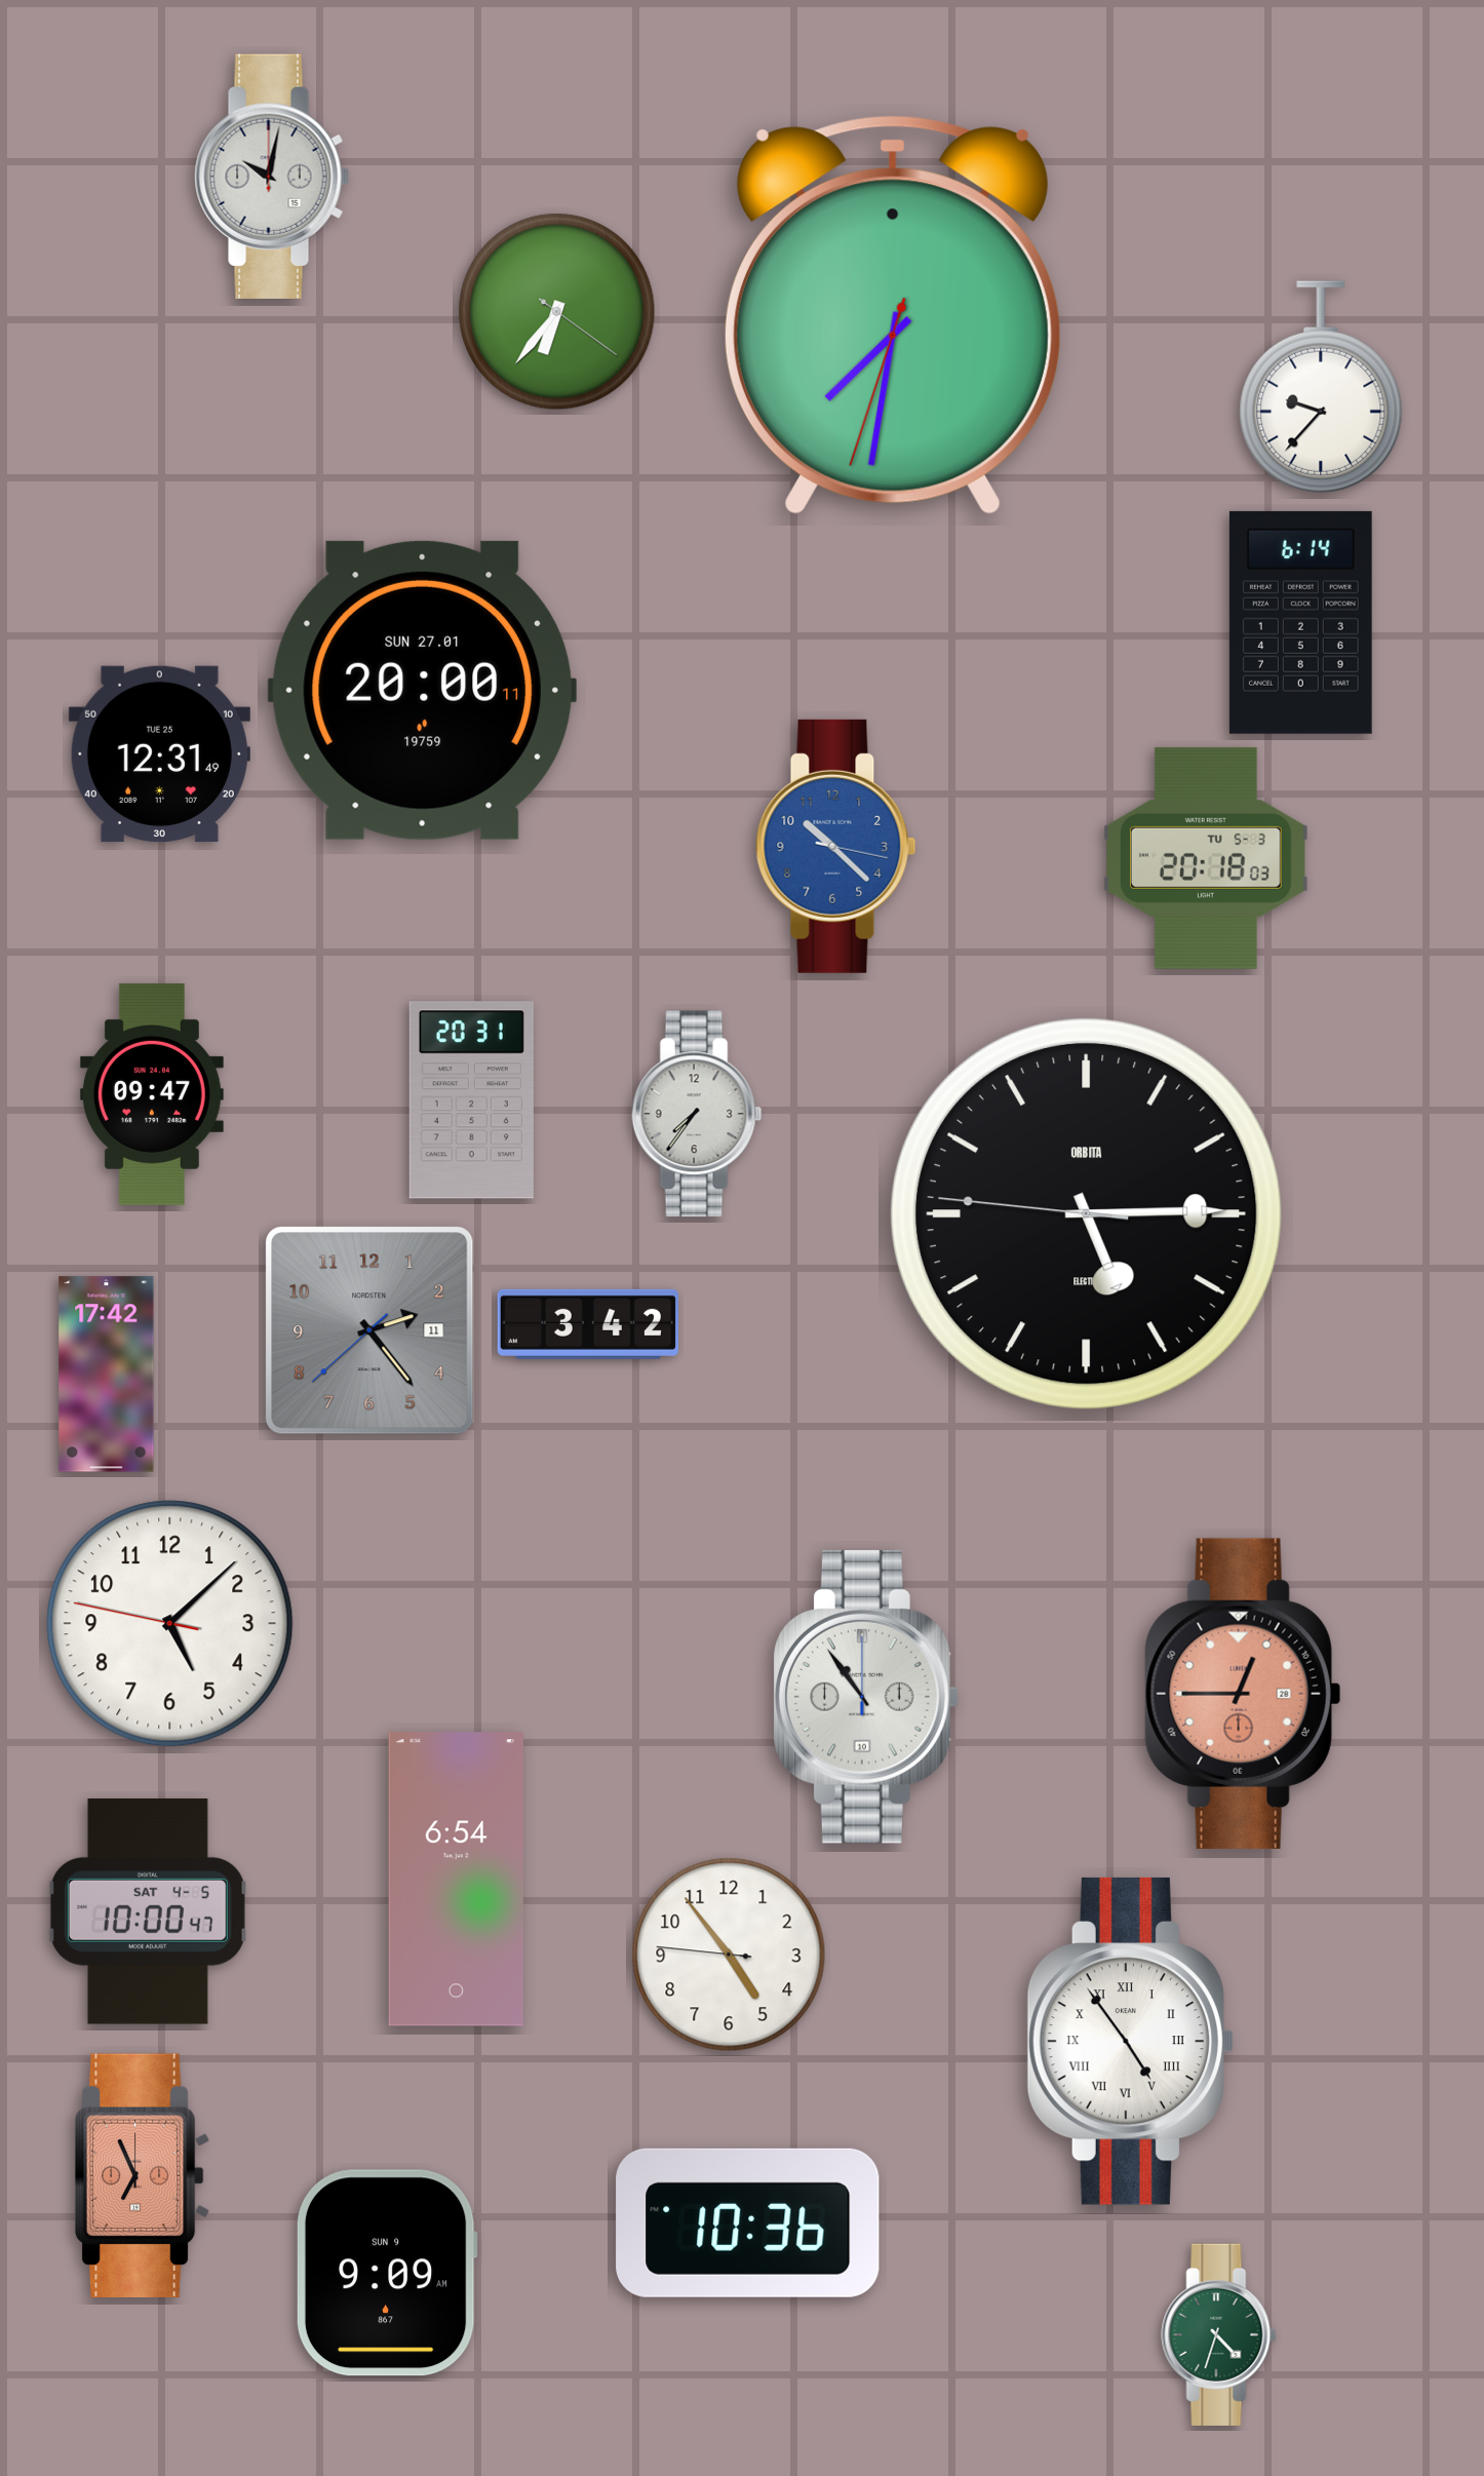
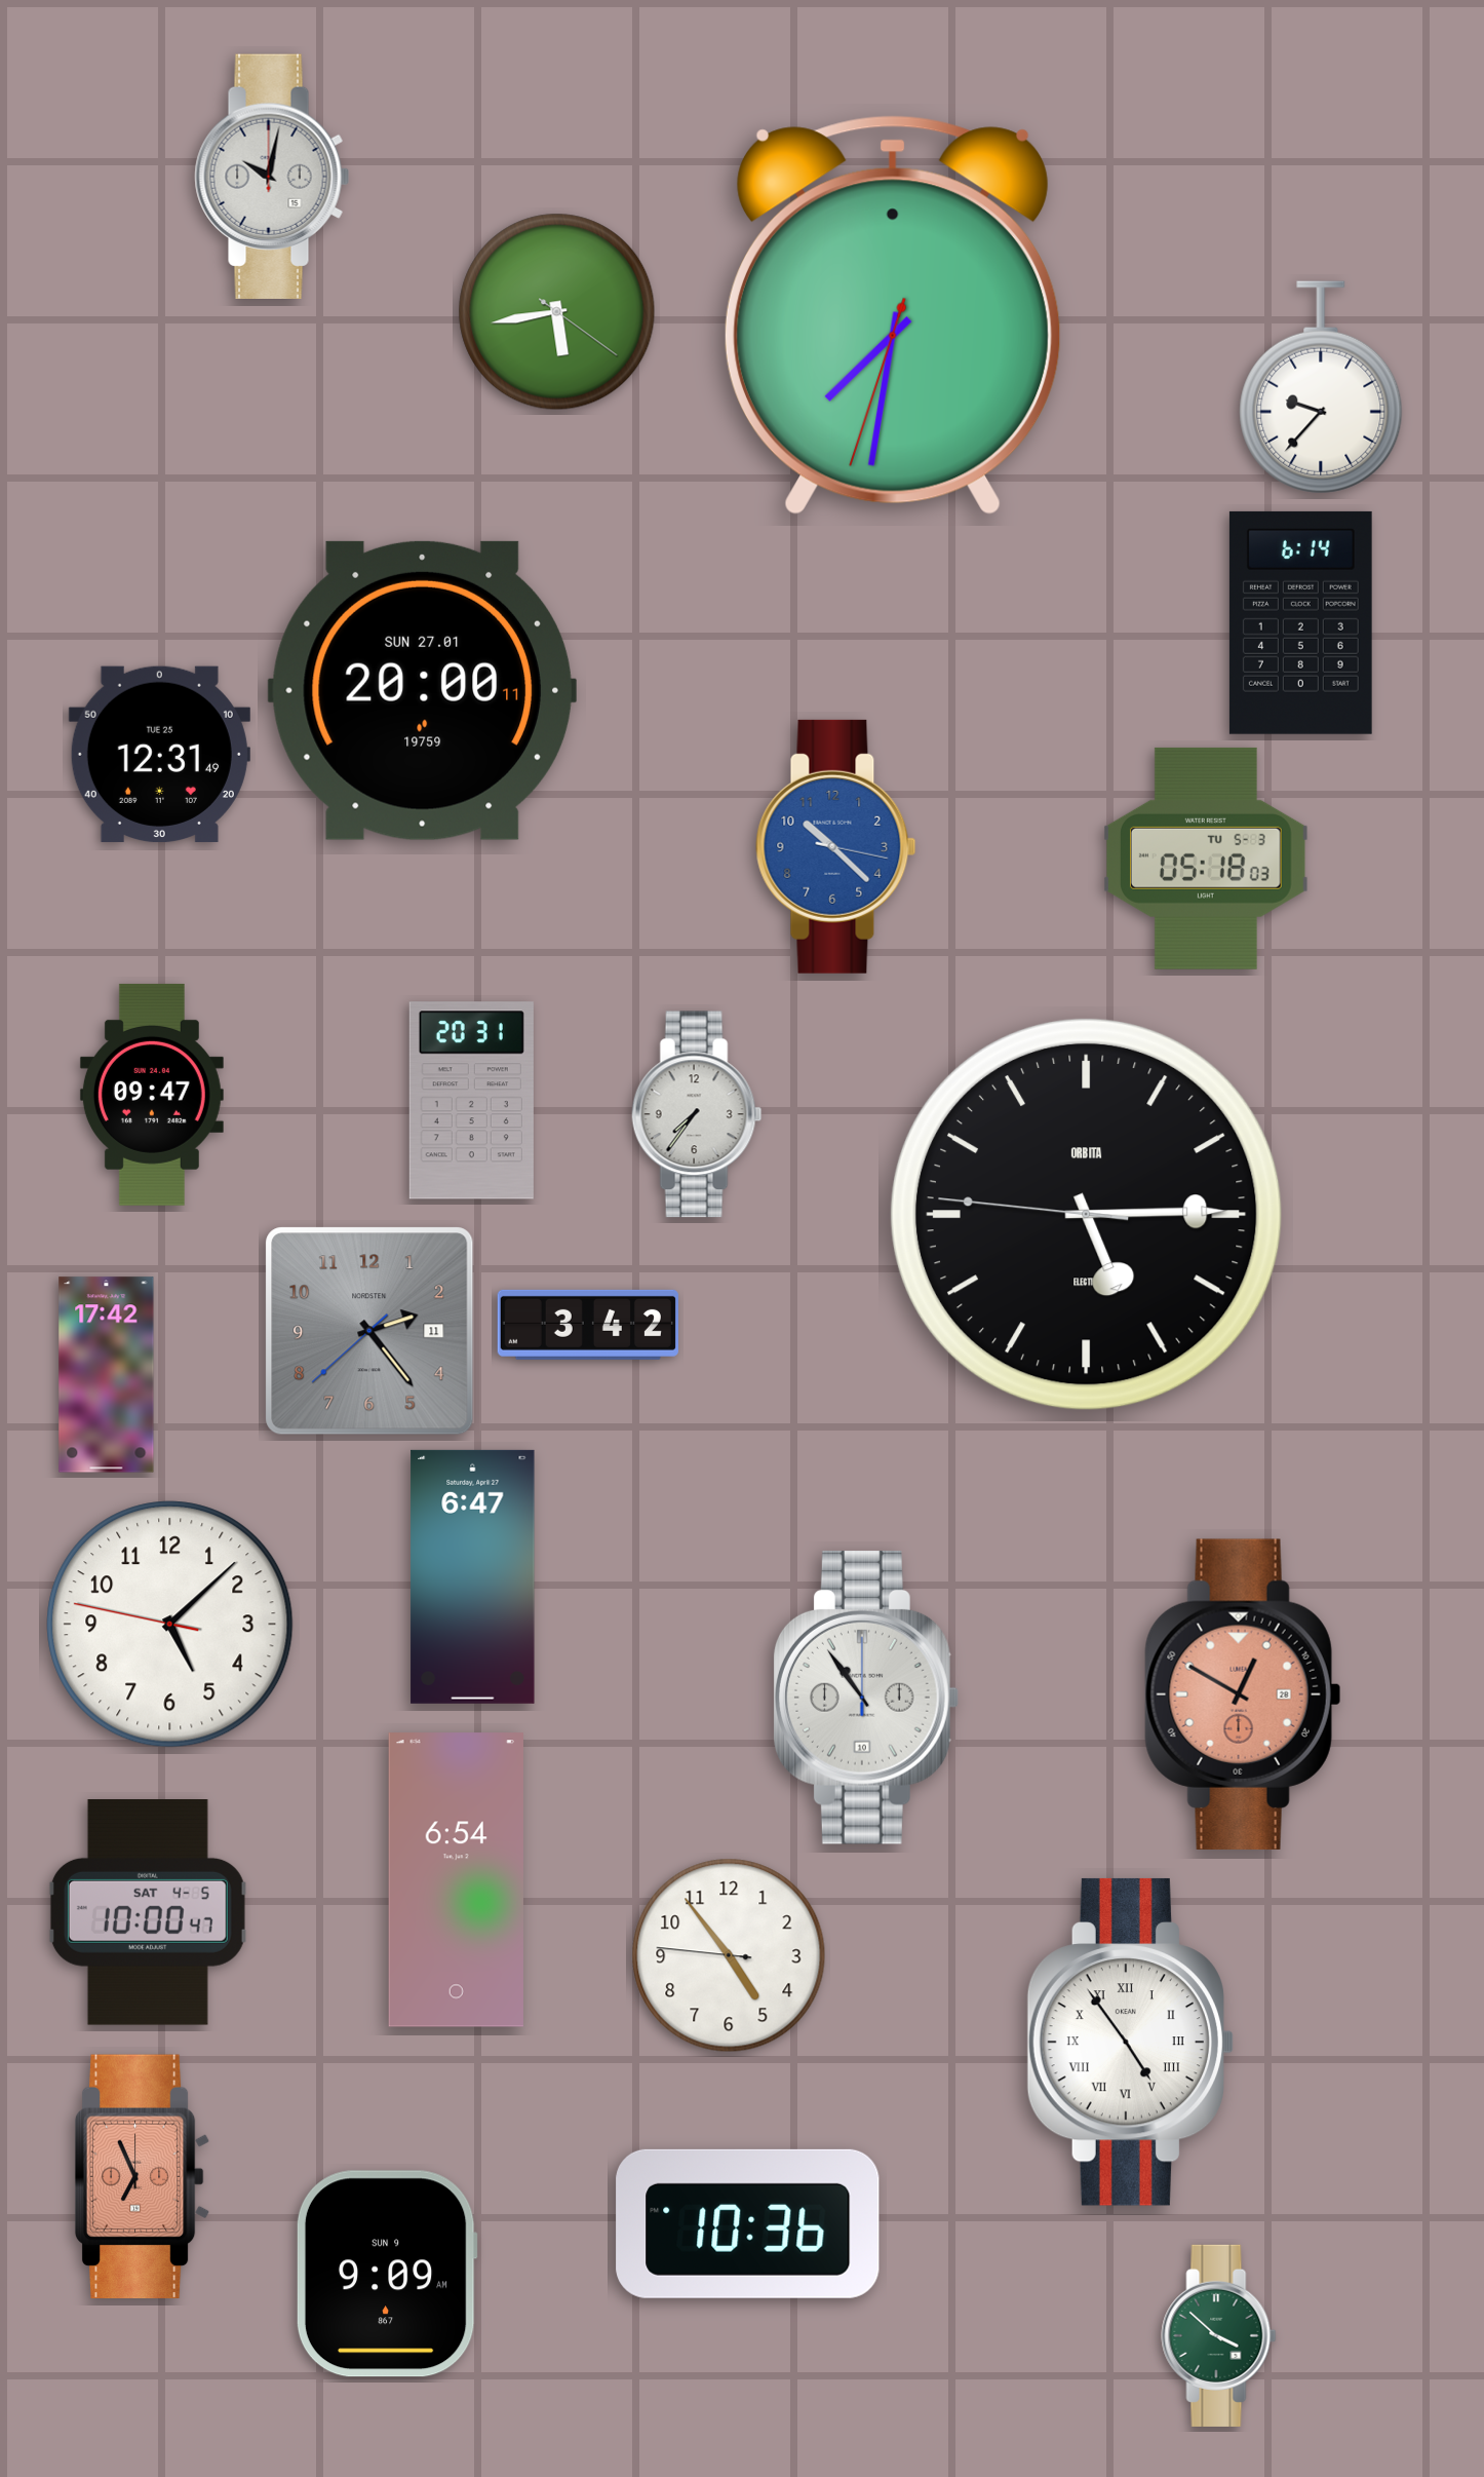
clock at (557, 312): 6:36 -> 5:43
clock at (1206, 858): 20:18 -> 05:18
clock at (473, 1576): none -> 6:47
clock at (1243, 1694): 12:45 -> 12:50
clock at (1219, 2334): 4:33 -> 3:52
